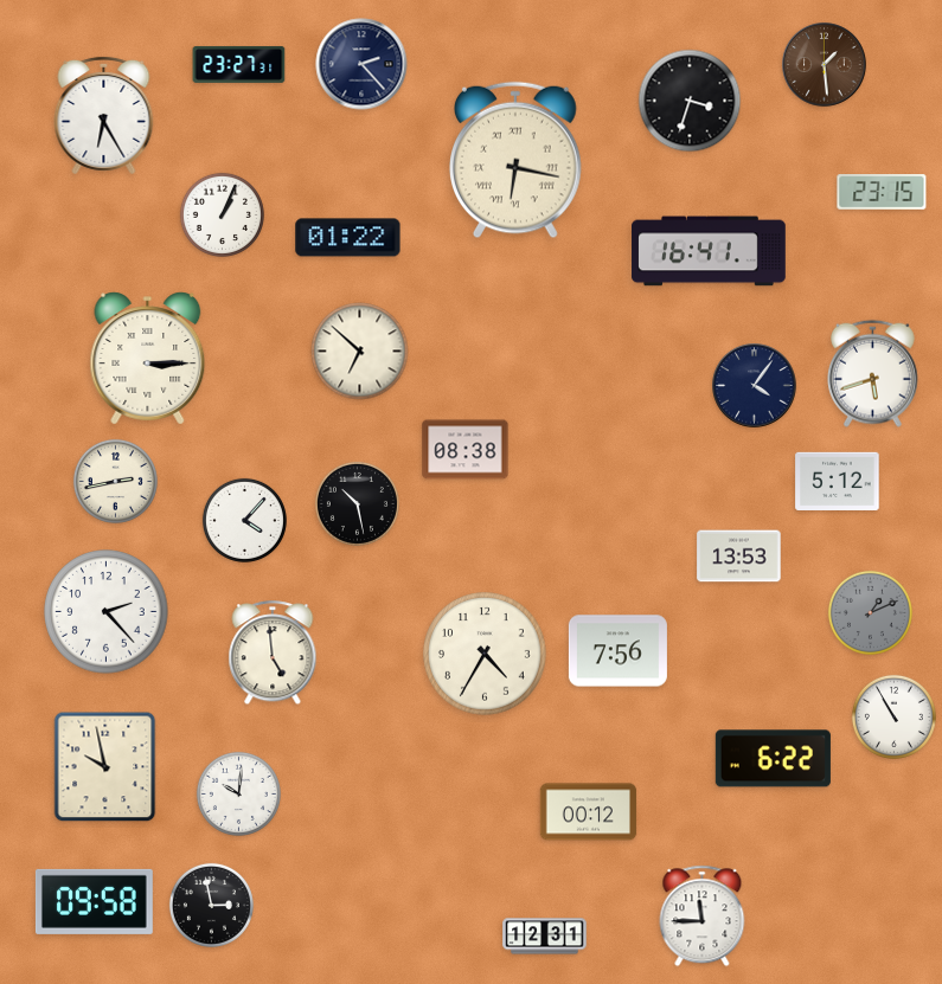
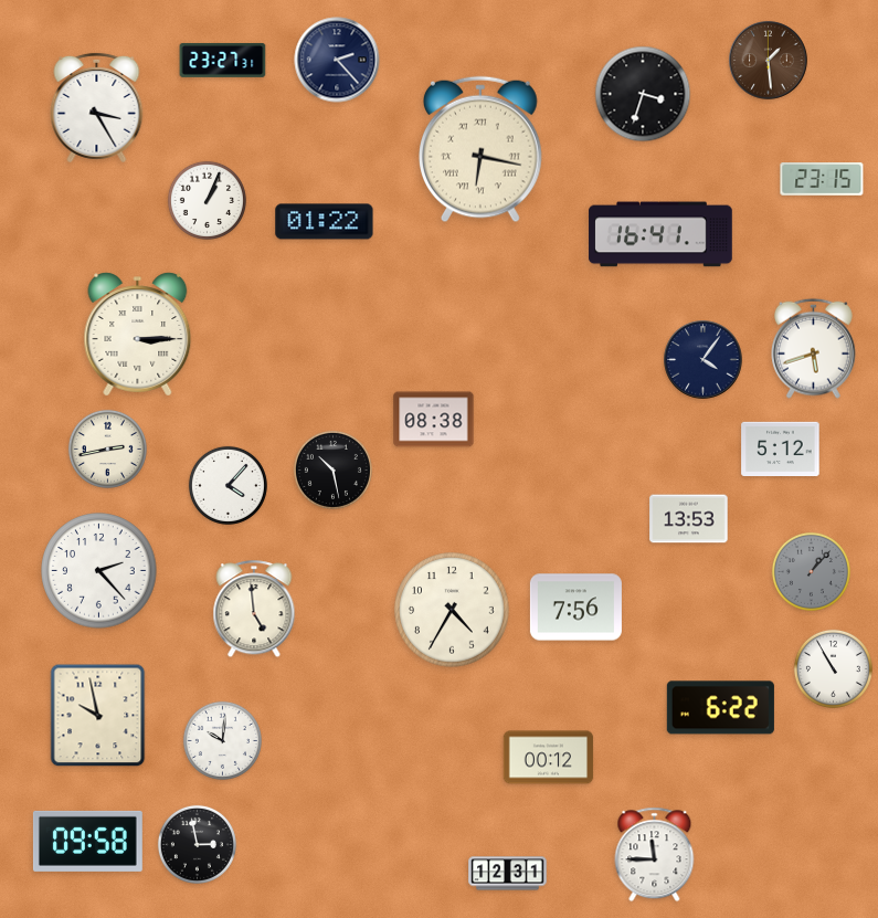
clock at (104, 115): 6:25 -> 3:25
clock at (360, 352): 6:52 -> none
clock at (870, 612): 1:11 -> 1:07
